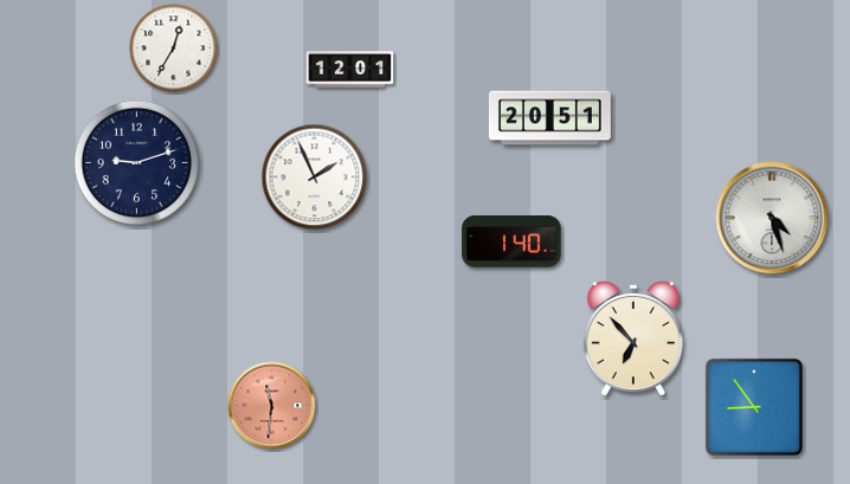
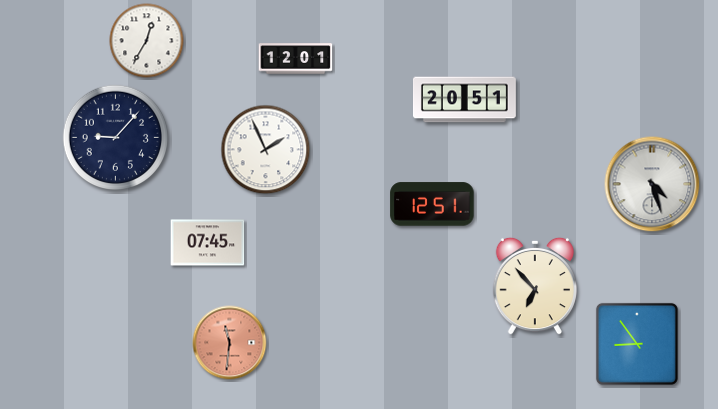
clock at (136, 162): 9:12 -> 9:07
clock at (511, 241): 1:40 -> 12:51
clock at (208, 243): none -> 07:45
